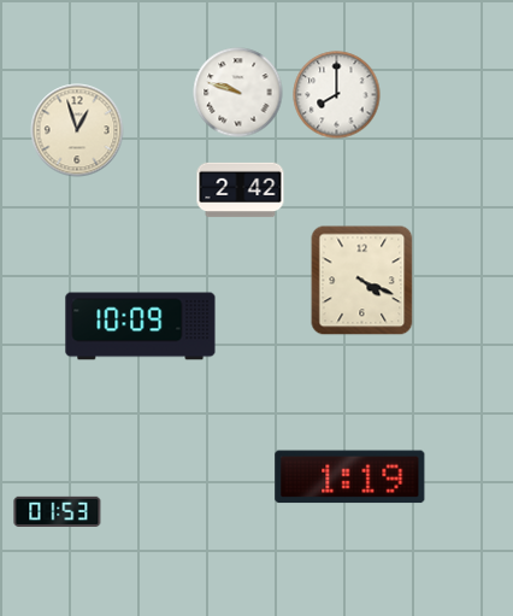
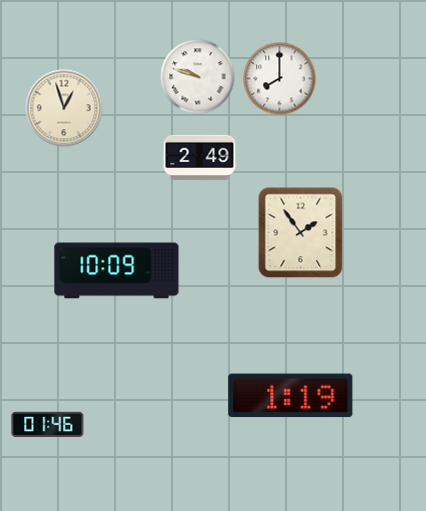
clock at (241, 190): 2:42 -> 2:49
clock at (362, 281): 4:19 -> 1:54
clock at (58, 511): 01:53 -> 01:46
